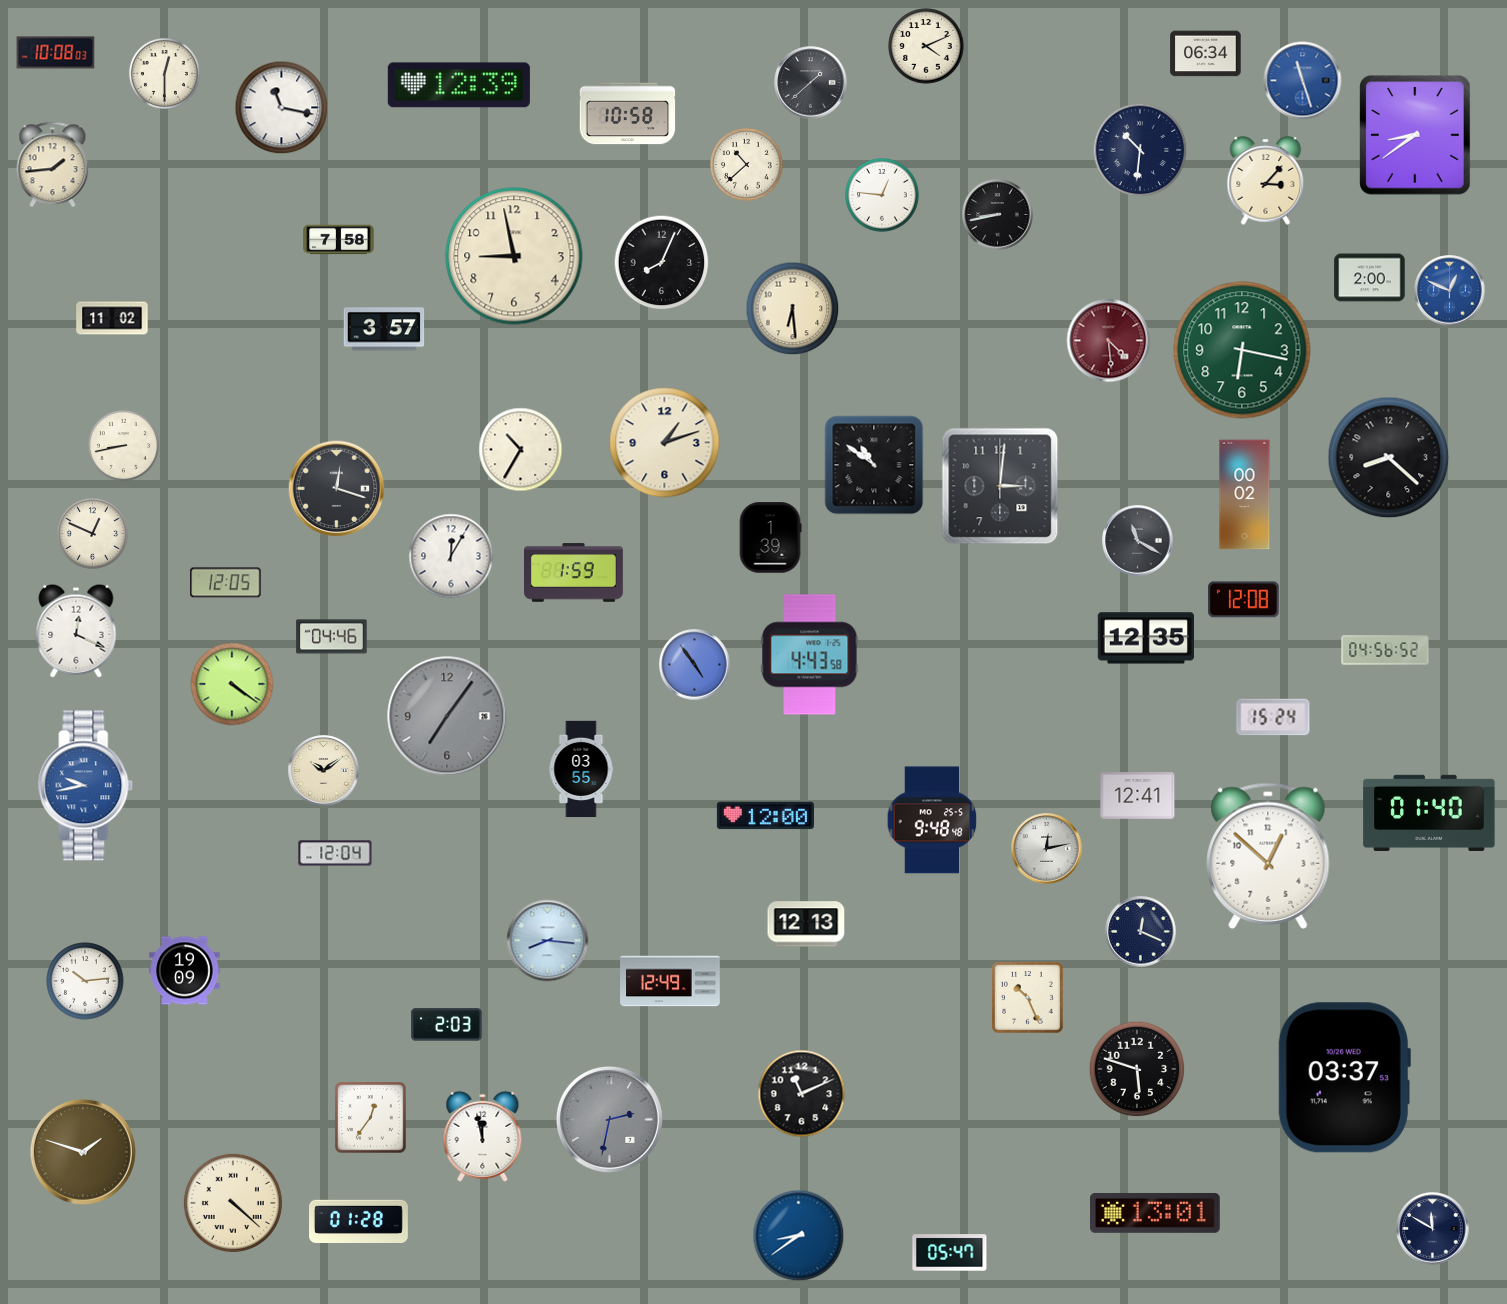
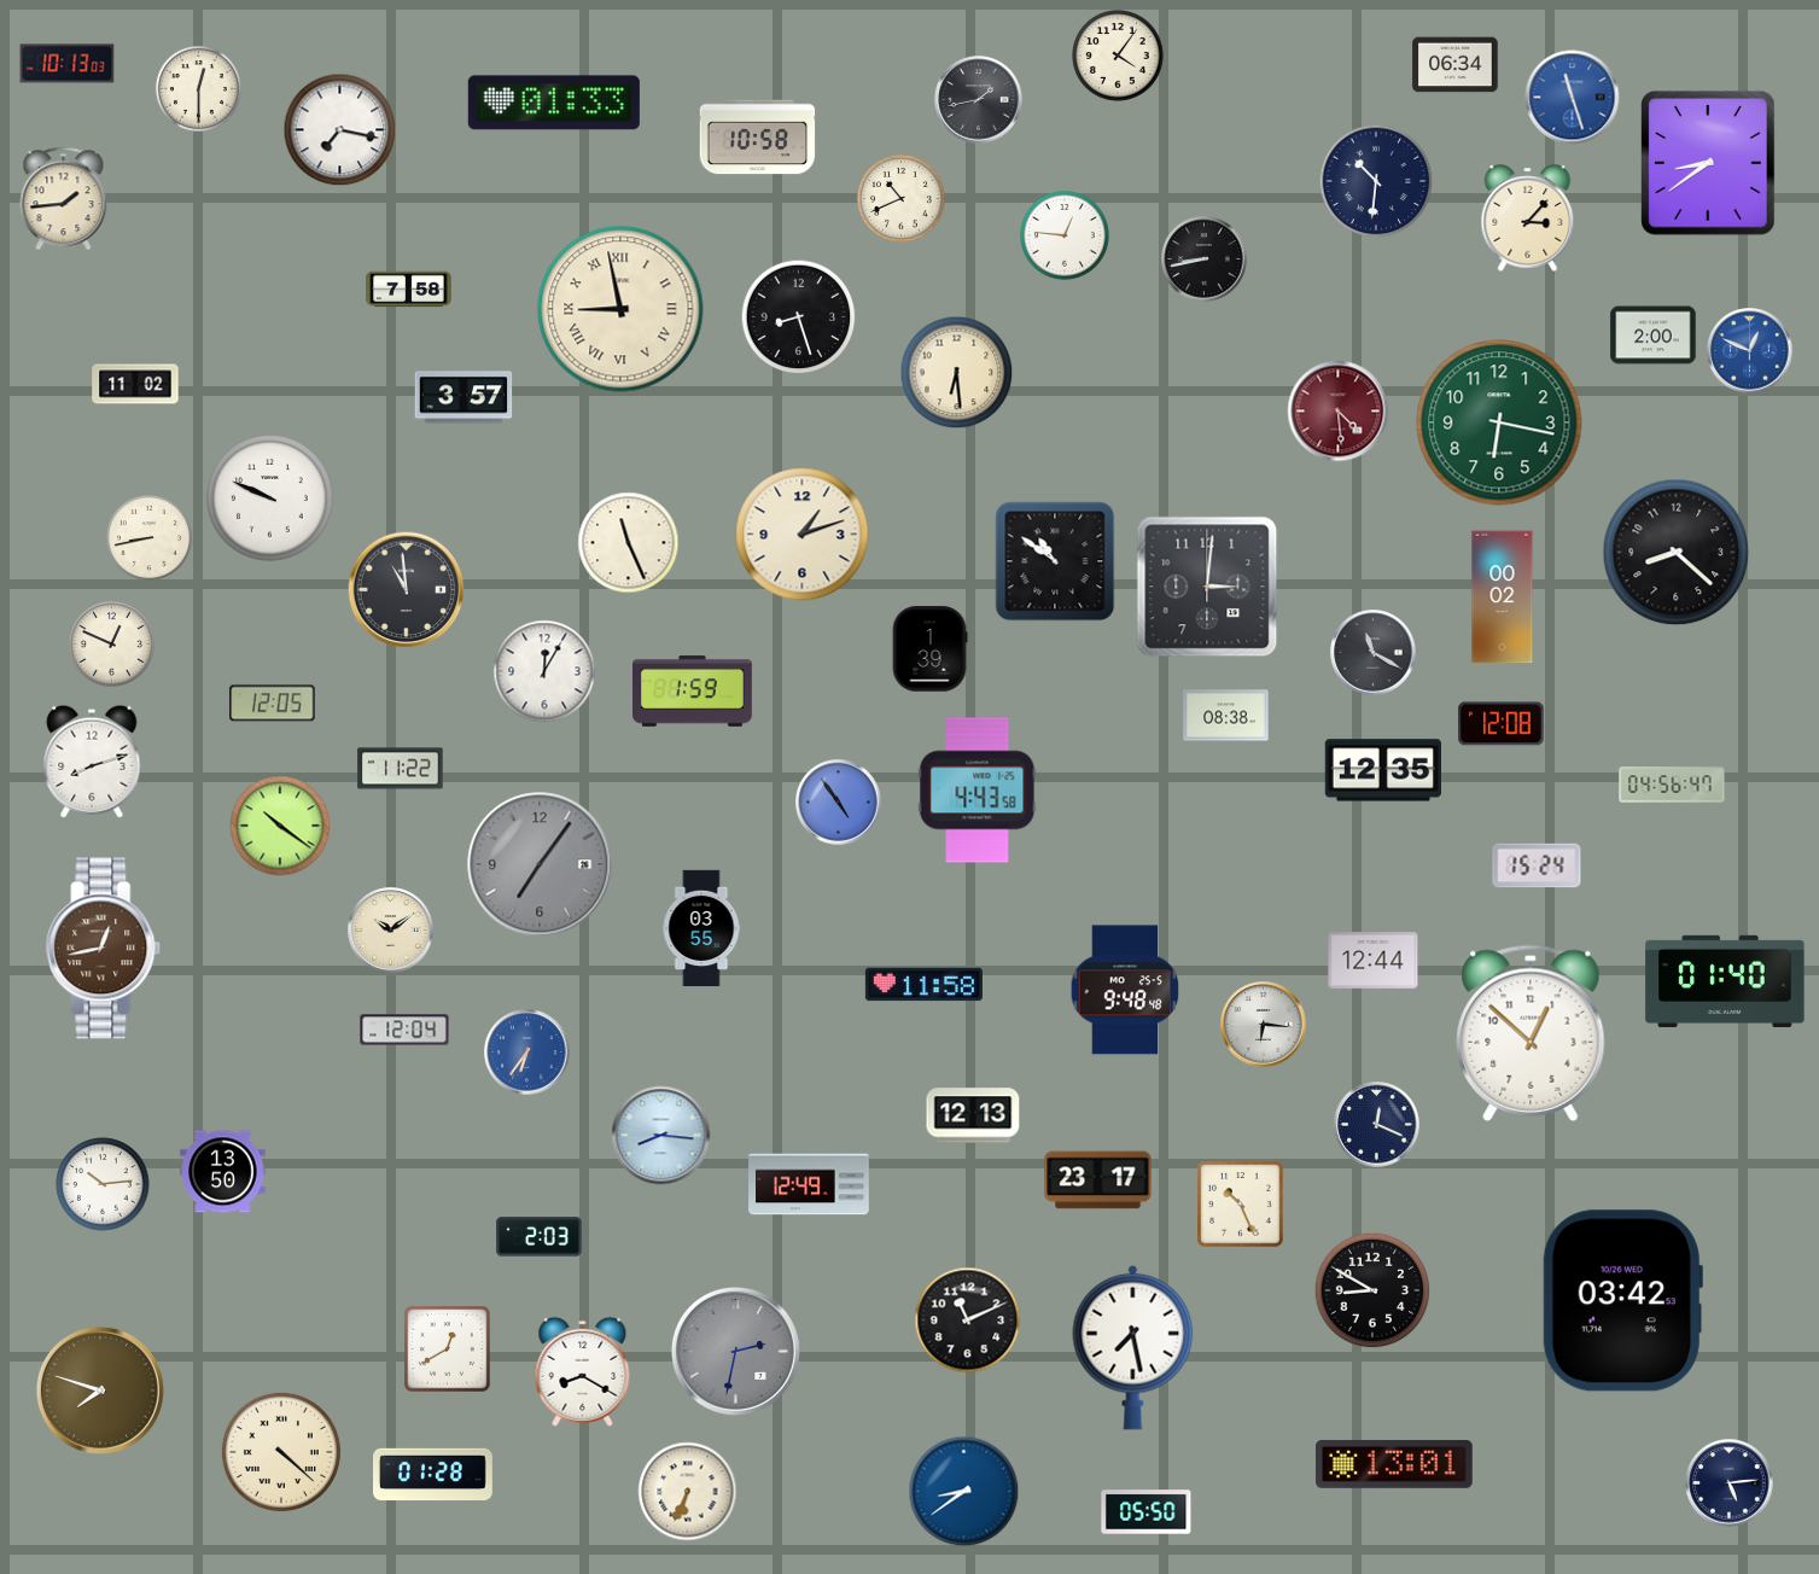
clock at (926, 46): 4:11 -> 4:06
clock at (56, 53): 10:08 -> 10:13
clock at (811, 83): 1:38 -> 1:43
clock at (459, 85): 12:39 -> 01:33
clock at (282, 108): 11:17 -> 7:17
clock at (747, 165): 10:38 -> 10:41
clock at (514, 256) numerals: Arabic -> Roman
clock at (662, 263): 8:04 -> 8:27
clock at (270, 499): none -> 9:49
clock at (521, 450): 10:35 -> 11:26
clock at (337, 489): 12:18 -> 10:59
clock at (1226, 716): none -> 08:38
clock at (76, 631): 12:19 -> 8:12
clock at (332, 637): 04:46 -> 11:22
clock at (1385, 650): 04:56:52 -> 04:56:47
clock at (232, 684): 4:21 -> 10:21
clock at (86, 786): 9:43 -> 12:43
clock at (86, 786) dial: blue -> brown
clock at (1138, 796): 12:41 -> 12:44
clock at (765, 816): 12:00 -> 11:58
clock at (1047, 849): 12:13 -> 6:16
clock at (527, 1053): none -> 6:36
clock at (185, 971): 19:09 -> 13:50
clock at (1098, 1180): none -> 23:17
clock at (1137, 1069): 5:48 -> 8:50
clock at (1344, 1078): 03:37 -> 03:42
clock at (1133, 1347): none -> 7:28
clock at (371, 1118): 12:36 -> 12:40
clock at (483, 1136): 11:58 -> 8:20
clock at (83, 1152): 1:48 -> 7:48
clock at (1433, 1229): 11:50 -> 5:14
clock at (688, 1492): none -> 6:34
clock at (950, 1253): 05:47 -> 05:50
